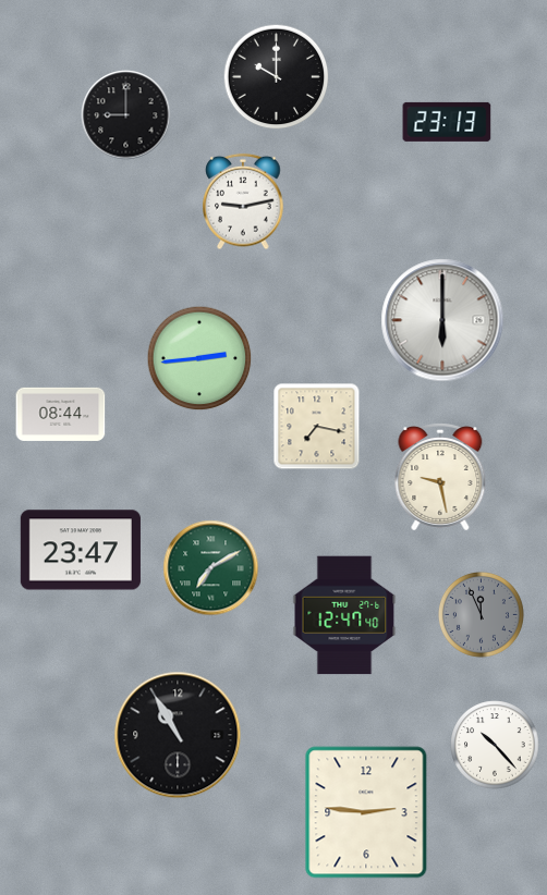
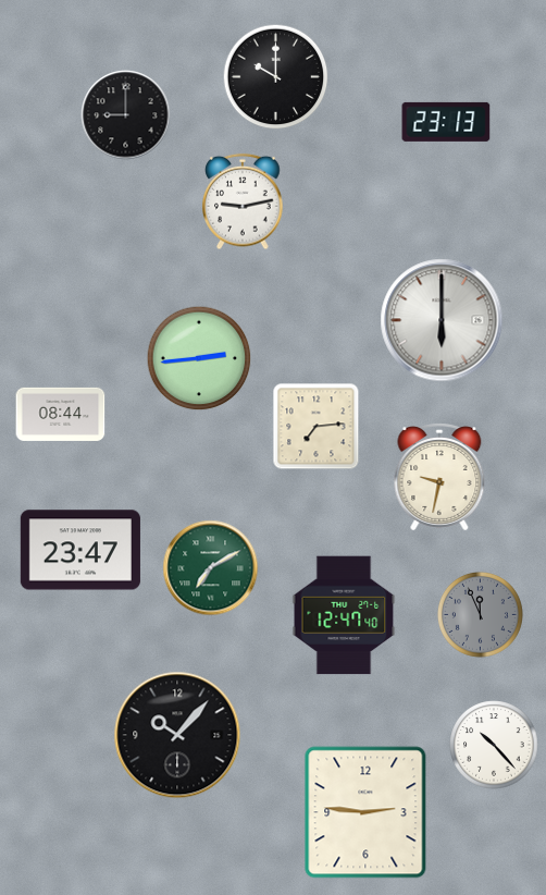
clock at (317, 427): 7:17 -> 7:14
clock at (440, 478): 9:28 -> 9:32
clock at (178, 735): 10:55 -> 10:07
